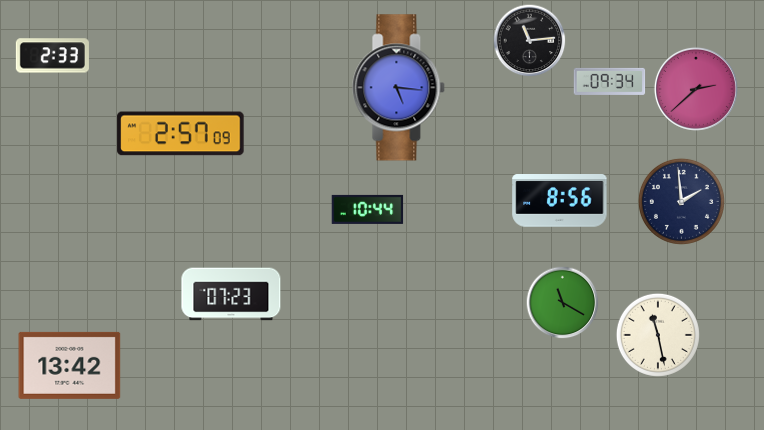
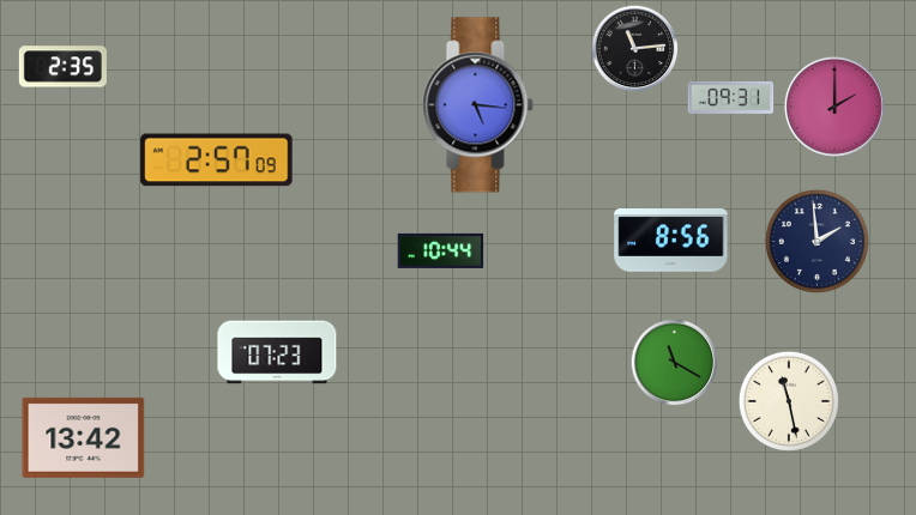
clock at (52, 56): 2:33 -> 2:35
clock at (610, 81): 09:34 -> 09:31
clock at (696, 89): 2:38 -> 2:00
